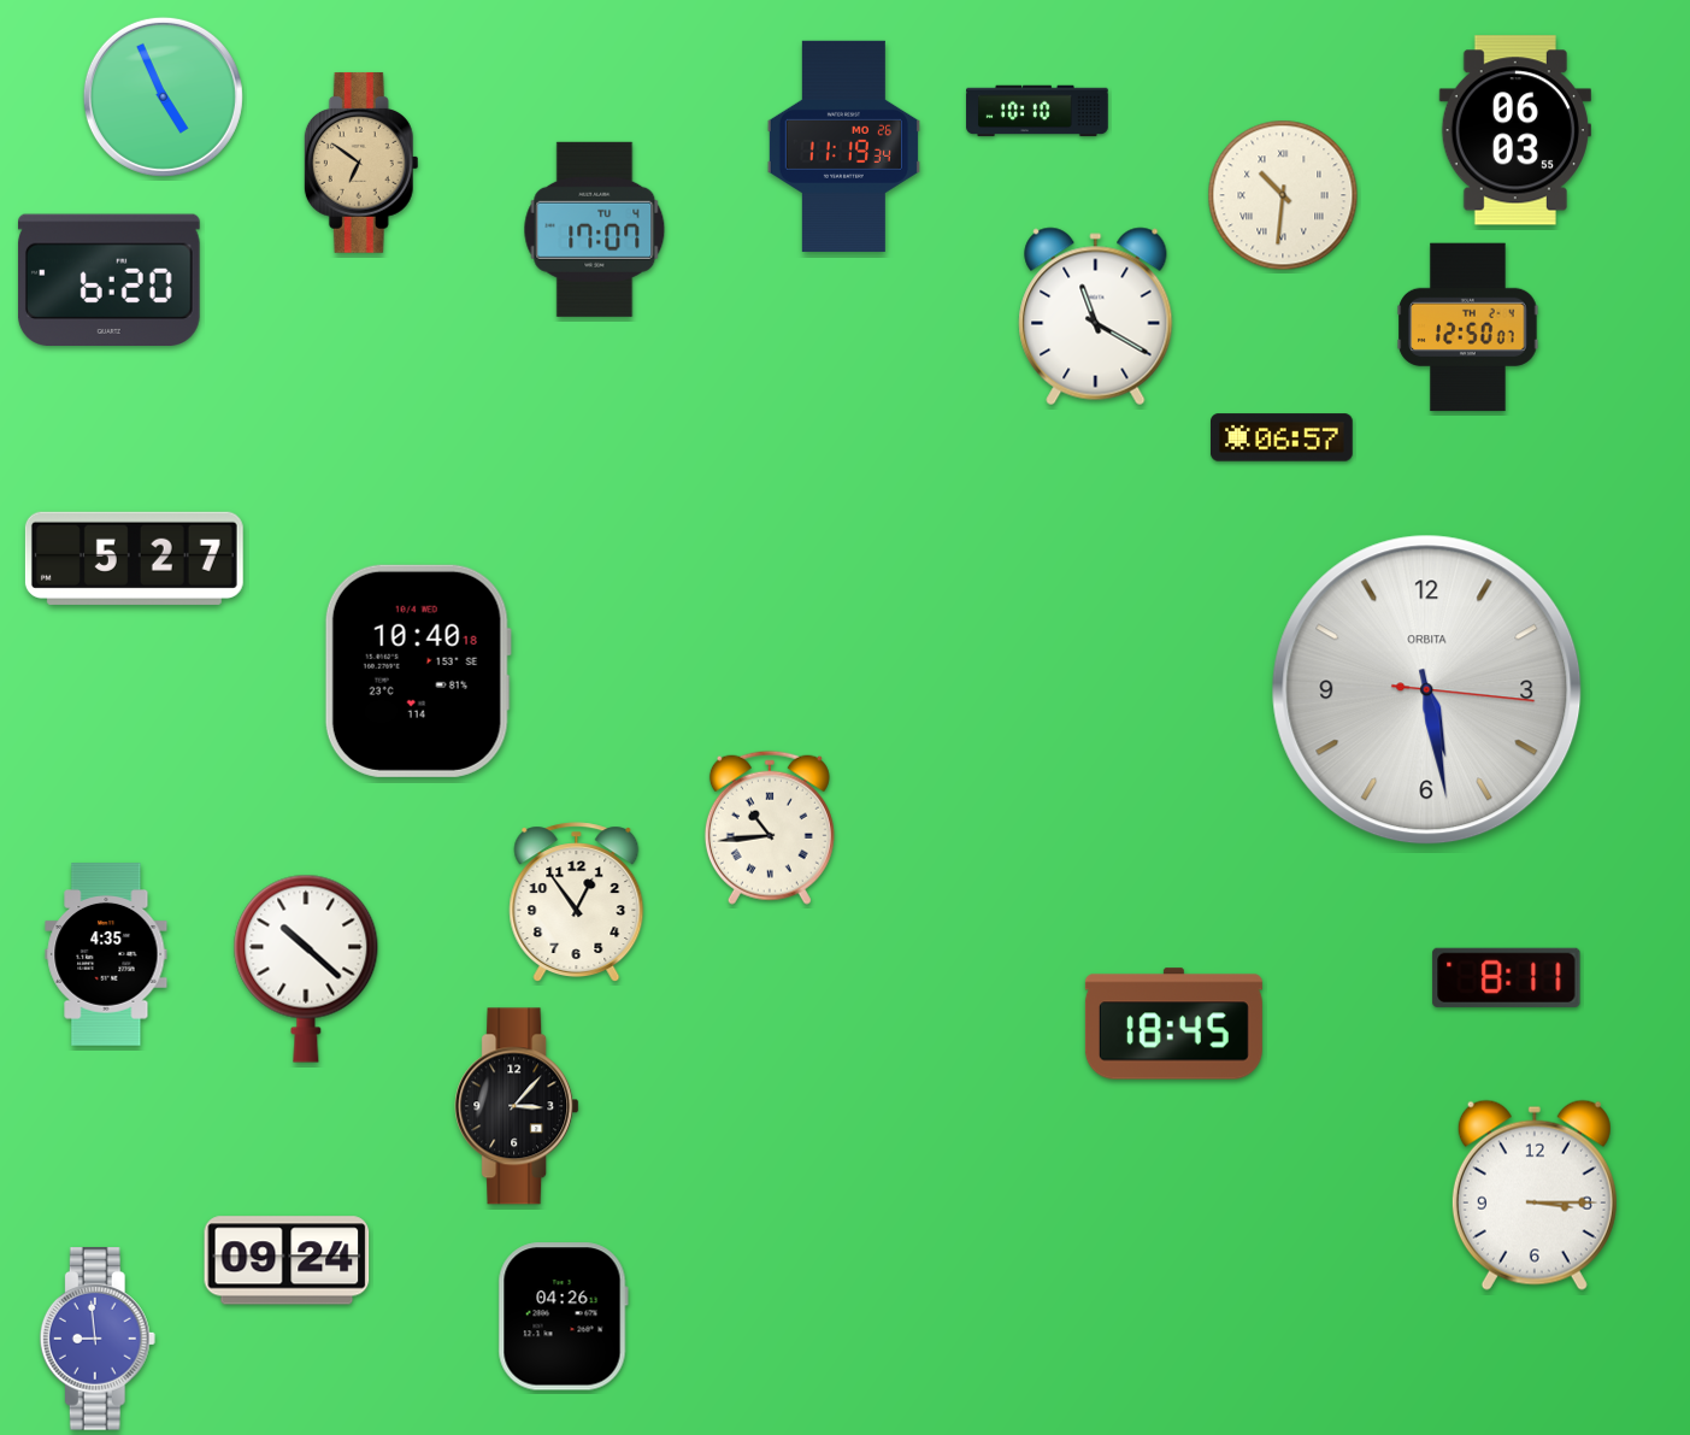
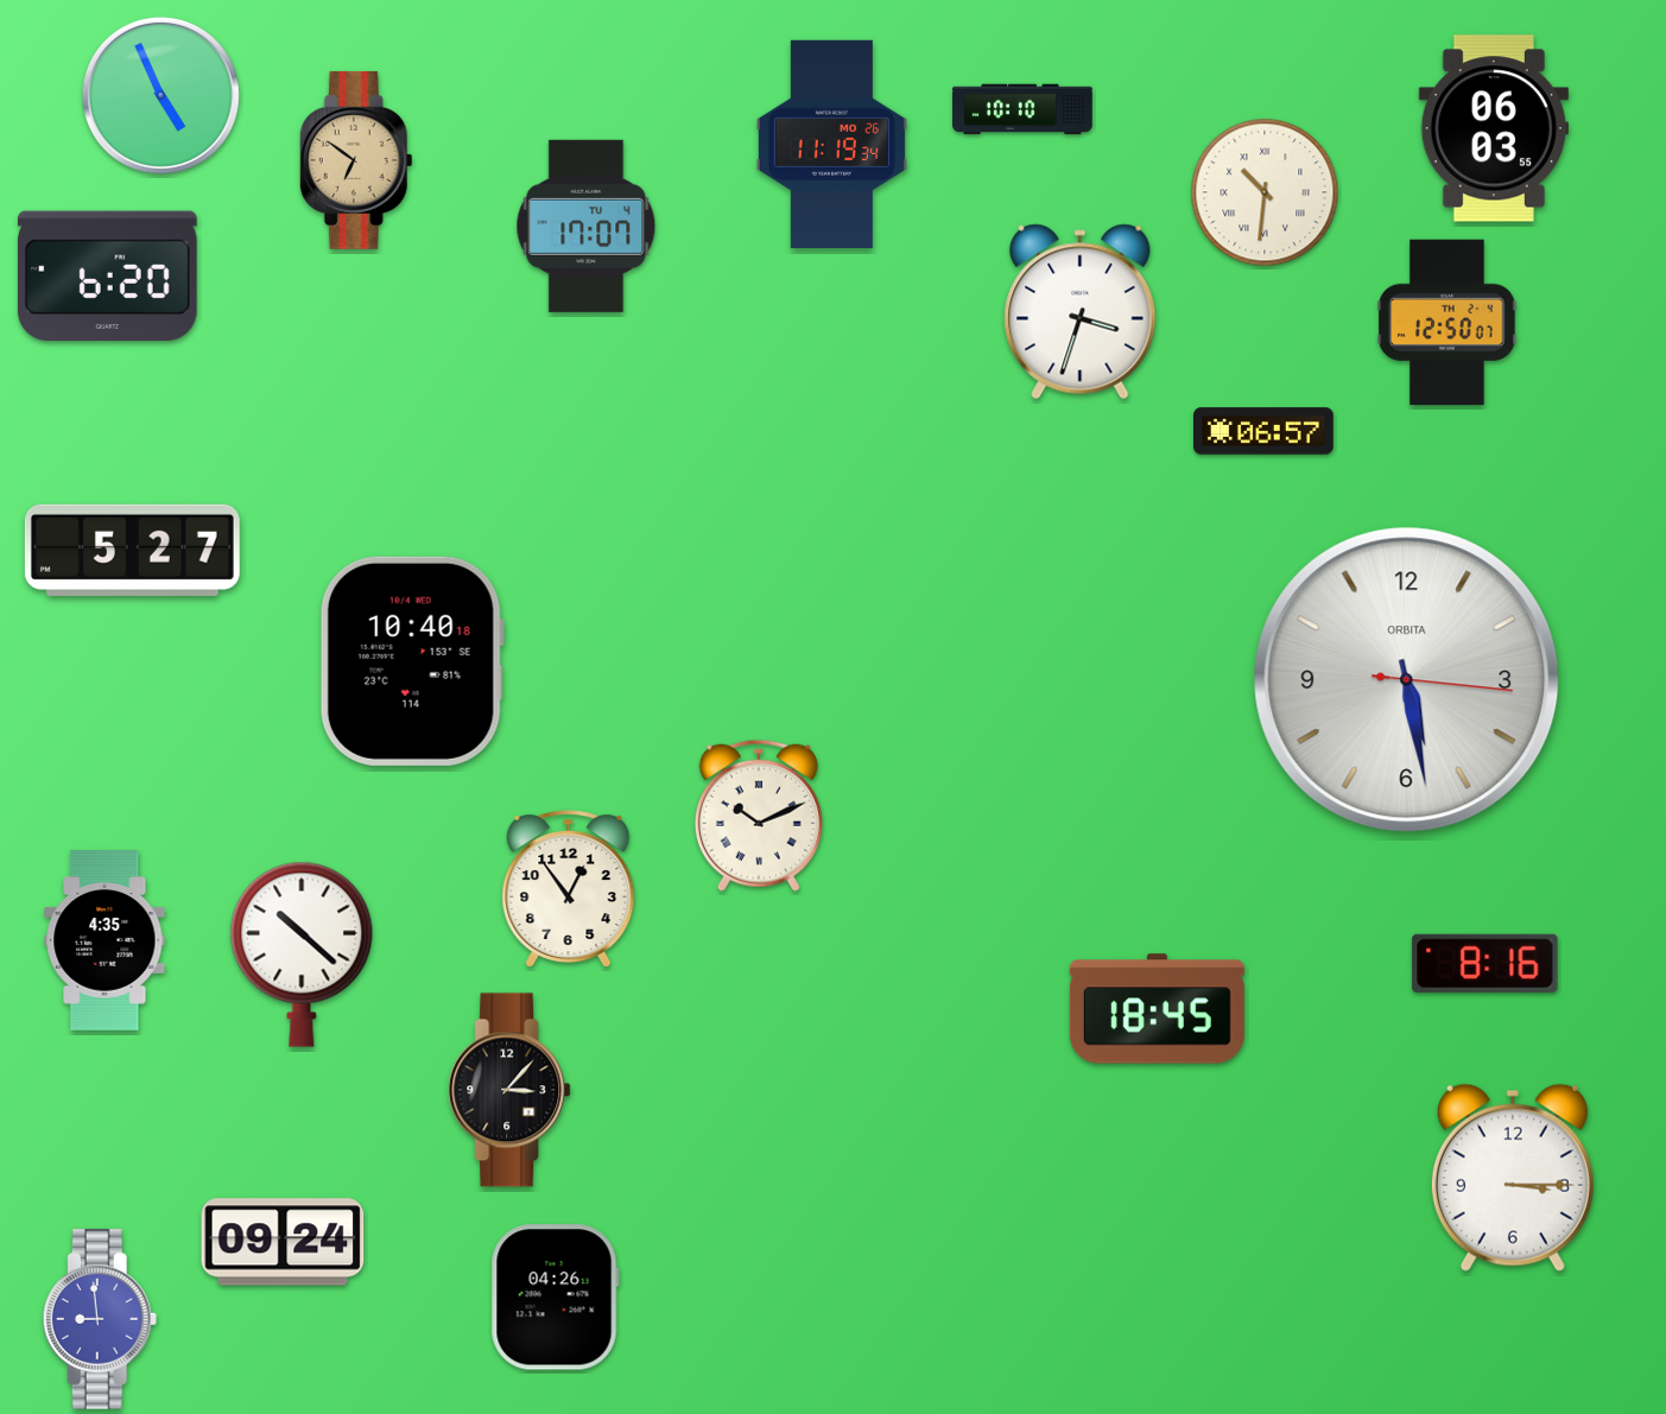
clock at (1096, 317): 11:20 -> 3:33
clock at (770, 828): 10:44 -> 10:11
clock at (1507, 977): 8:11 -> 8:16
clock at (98, 1339) position: (98, 1339) -> (100, 1319)
